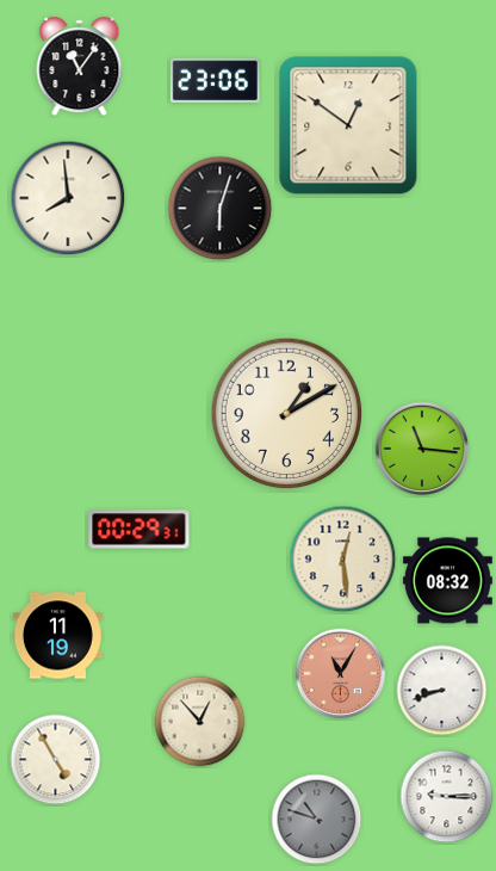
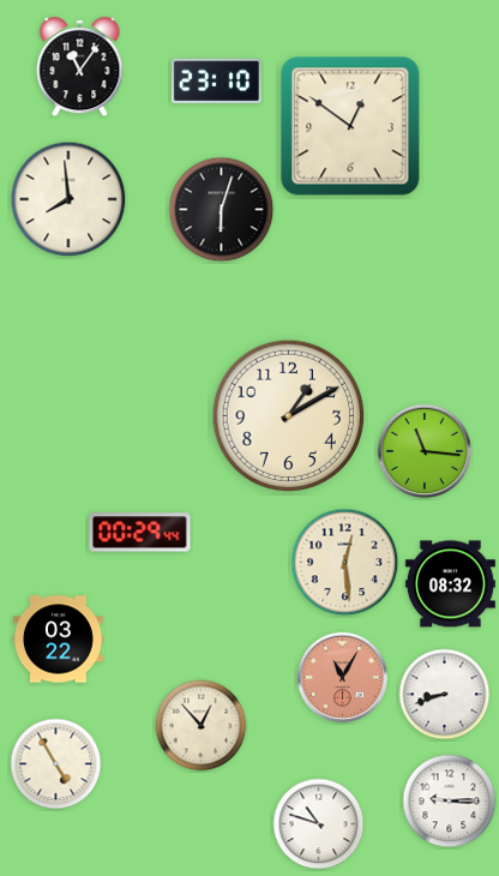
clock at (215, 80): 23:06 -> 23:10
clock at (139, 530): 00:29:31 -> 00:29:44
clock at (57, 636): 11:19 -> 03:22
clock at (317, 820) dial: grey -> white
